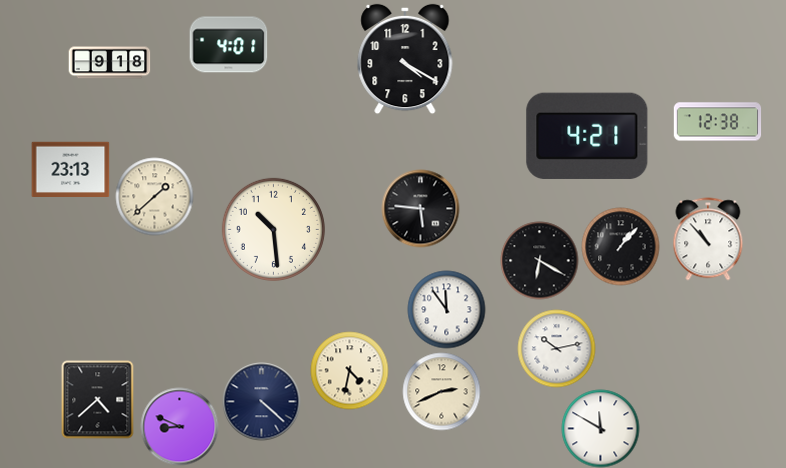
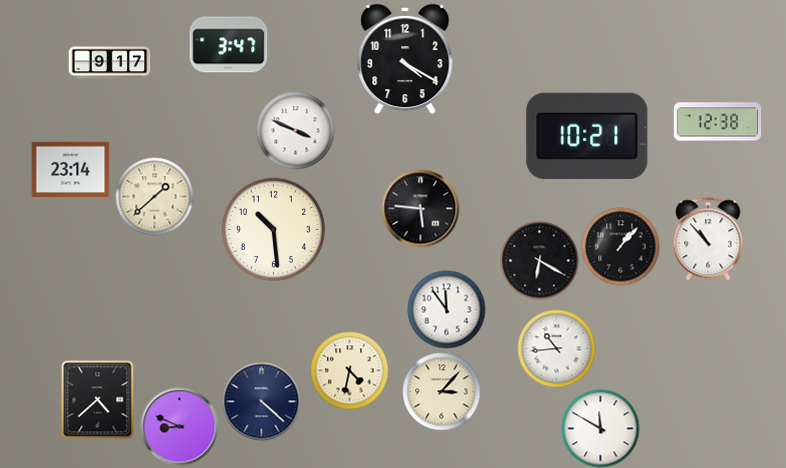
clock at (228, 45): 4:01 -> 3:47
clock at (109, 63): 9:18 -> 9:17
clock at (295, 130): none -> 3:49
clock at (587, 136): 4:21 -> 10:21
clock at (70, 170): 23:13 -> 23:14
clock at (556, 348): 10:13 -> 10:44
clock at (441, 391): 2:41 -> 3:07
